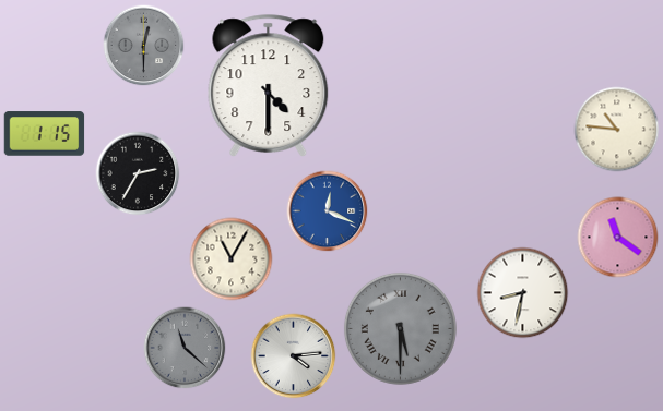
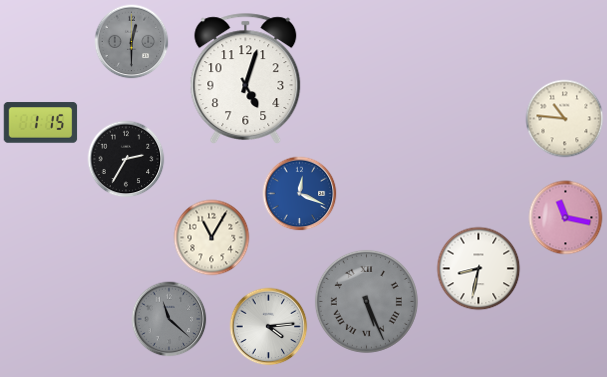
clock at (269, 86): 4:30 -> 5:03
clock at (618, 238): 11:21 -> 11:17
clock at (400, 328): 5:30 -> 5:26
